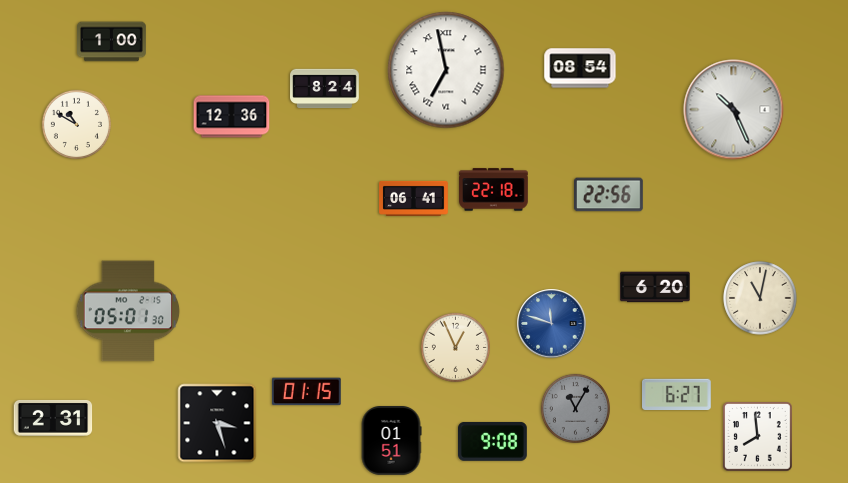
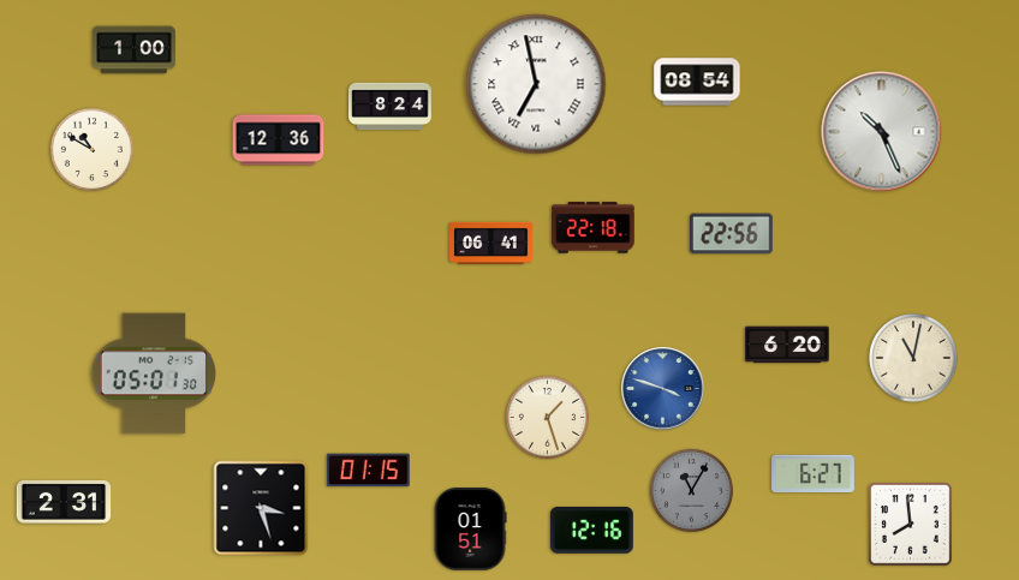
clock at (414, 198) position: (414, 198) -> (491, 243)
clock at (552, 324): 11:48 -> 3:48
clock at (455, 347): 12:56 -> 1:27
clock at (493, 442): 9:08 -> 12:16
